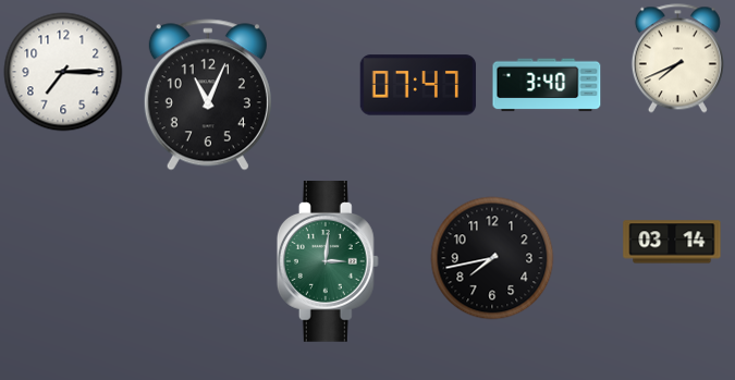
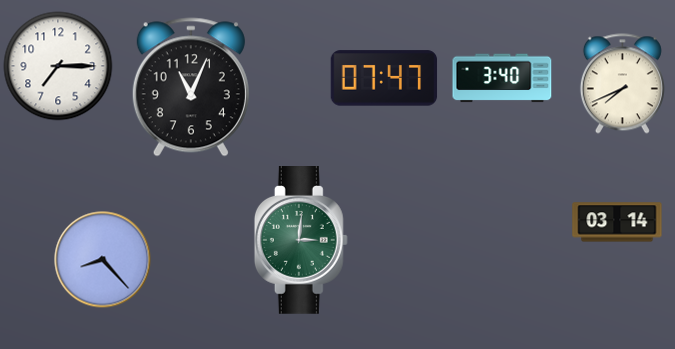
clock at (677, 59) position: (677, 59) -> (622, 84)
clock at (492, 258): 7:43 -> none
clock at (103, 260): none -> 8:23
